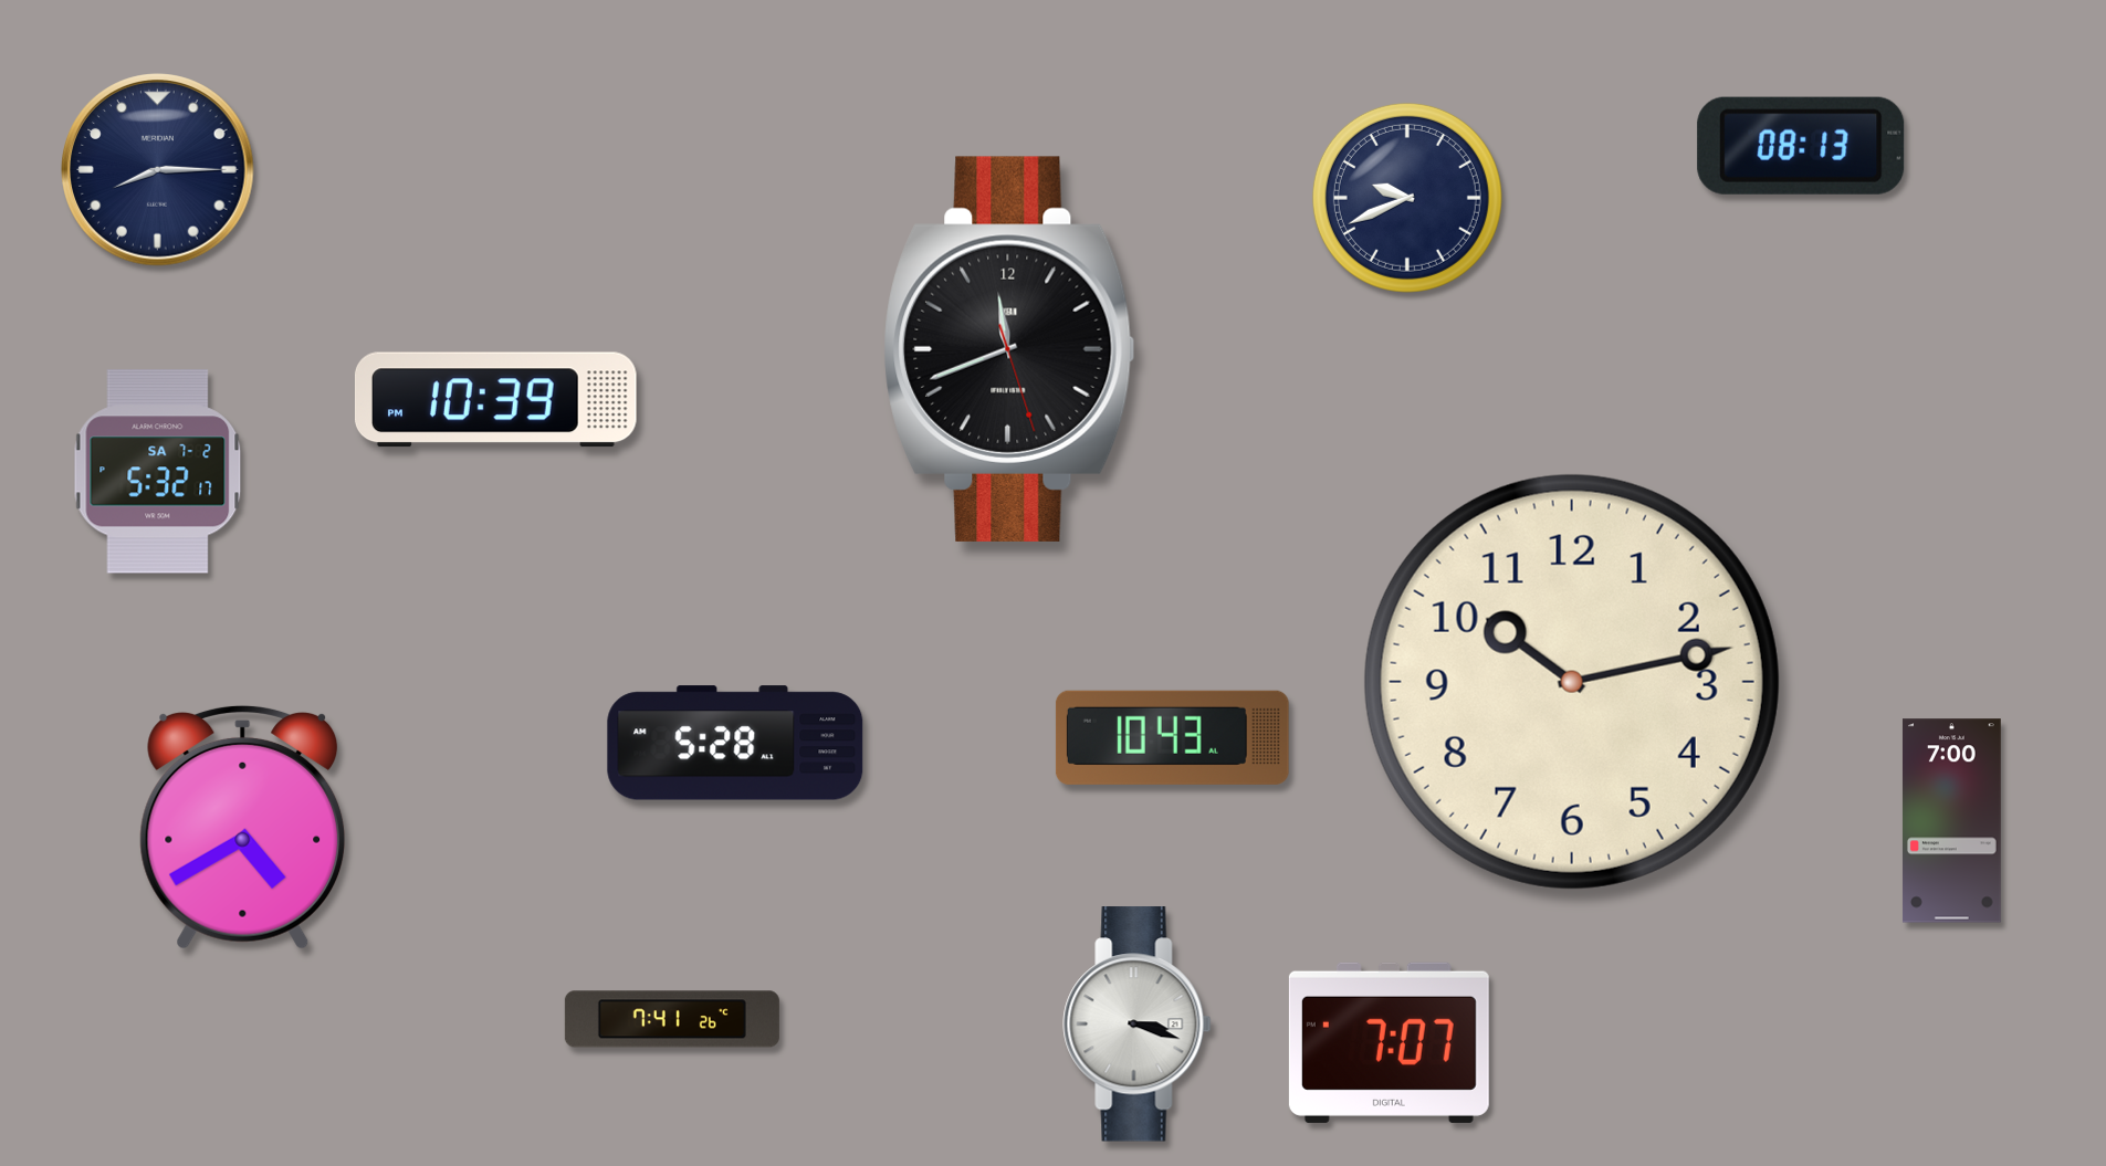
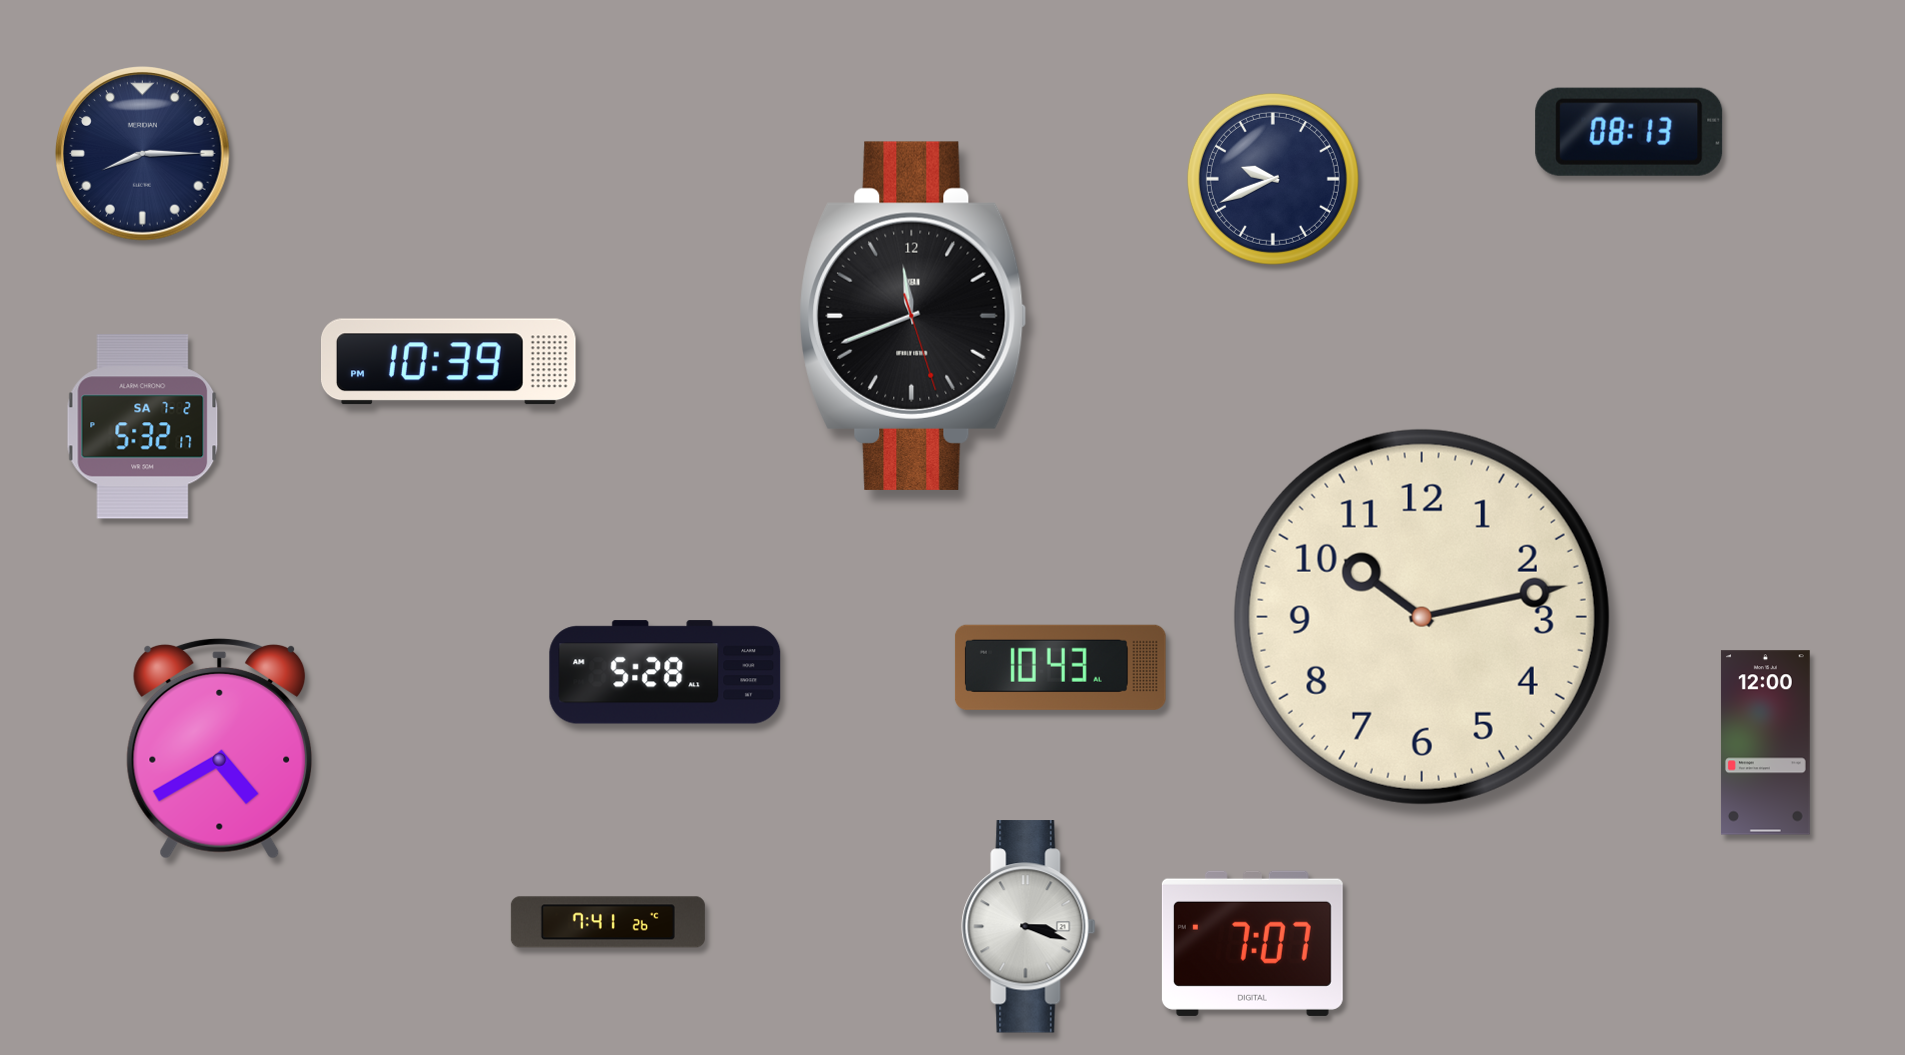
clock at (1951, 821): 7:00 -> 12:00
clock at (1389, 1042) position: (1389, 1042) -> (1252, 943)
